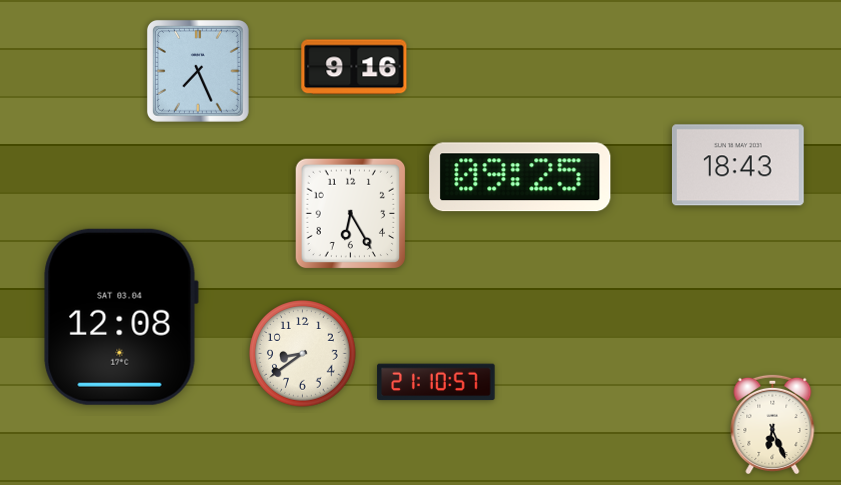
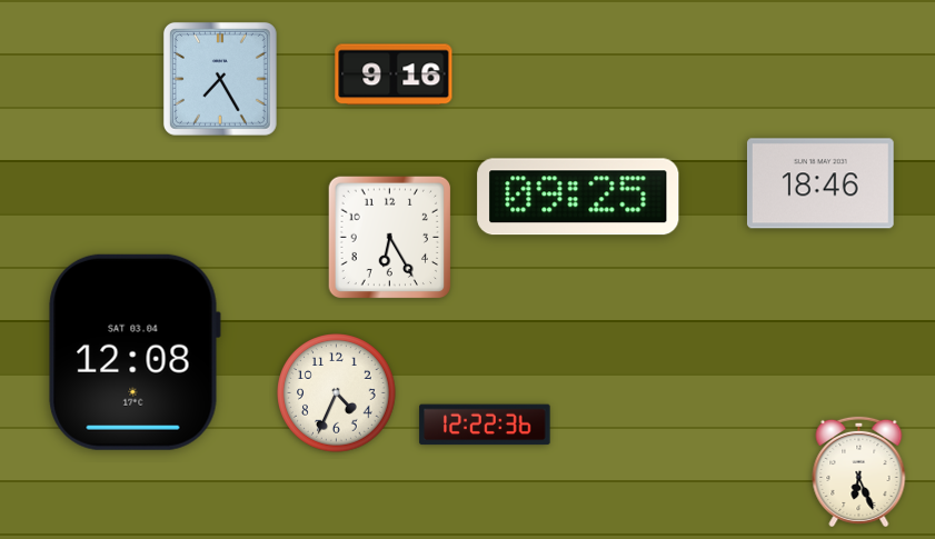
clock at (198, 71): 7:26 -> 7:25
clock at (738, 165): 18:43 -> 18:46
clock at (303, 354): 8:39 -> 4:34
clock at (436, 382): 21:10 -> 12:22
